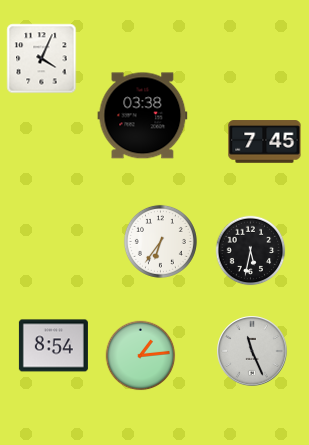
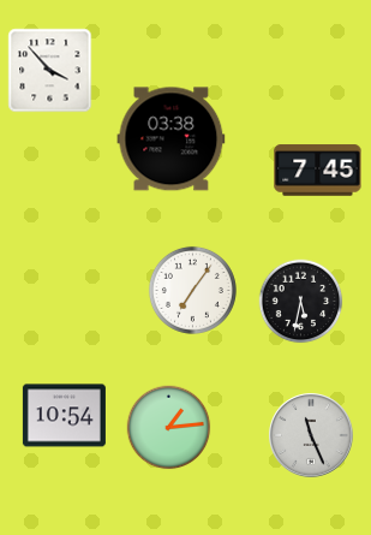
clock at (42, 59): 4:04 -> 3:53
clock at (160, 241): 6:36 -> 7:06
clock at (53, 346): 8:54 -> 10:54
clock at (252, 351) position: (252, 351) -> (311, 435)
